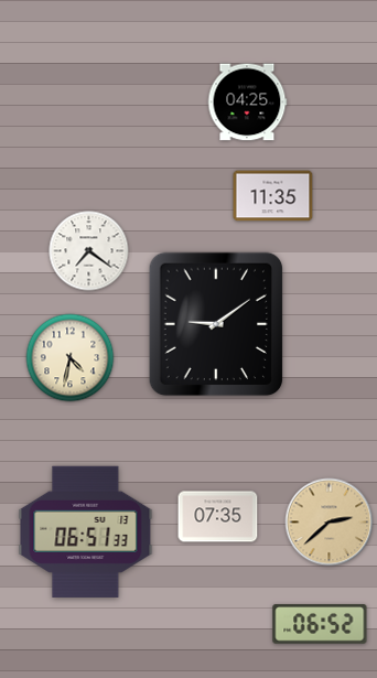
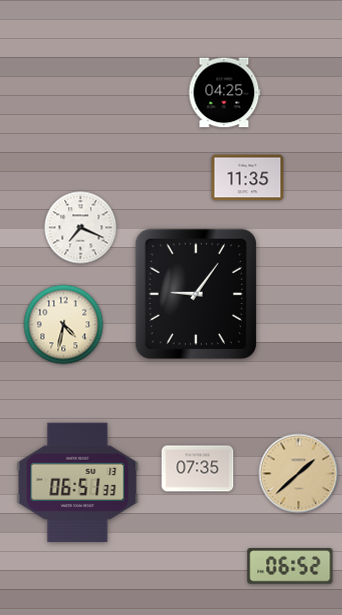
clock at (89, 251): 7:21 -> 7:19
clock at (216, 324): 9:09 -> 9:06
clock at (330, 523): 2:38 -> 1:38
